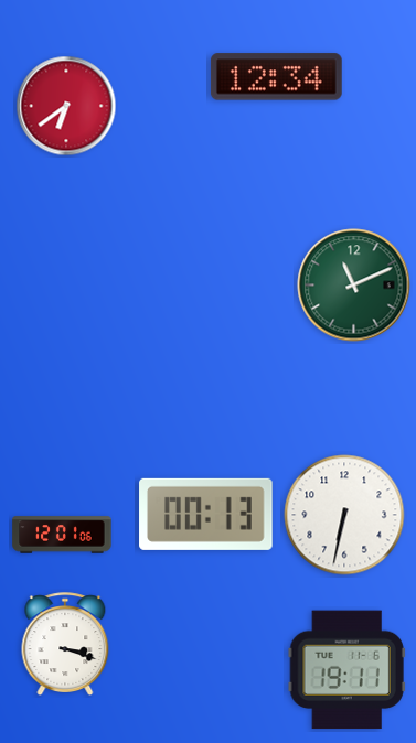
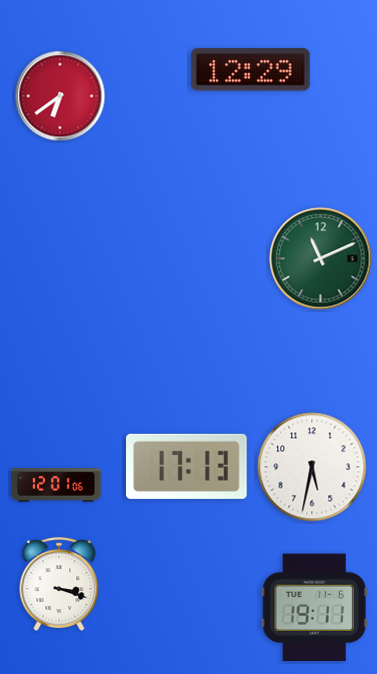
clock at (276, 77): 12:34 -> 12:29
clock at (206, 514): 00:13 -> 17:13
clock at (344, 515): 6:32 -> 5:32
